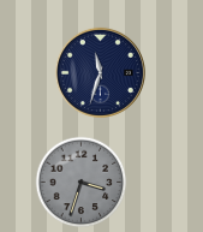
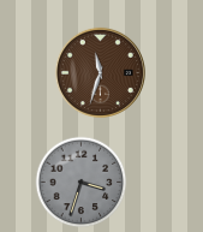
clock at (100, 72) dial: navy -> brown
